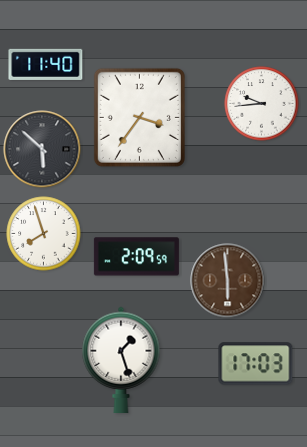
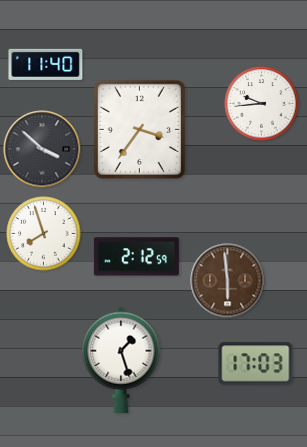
clock at (139, 117) position: (139, 117) -> (139, 129)
clock at (42, 149): 5:52 -> 3:52
clock at (136, 257): 2:09 -> 2:12
